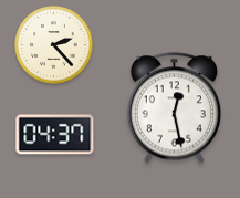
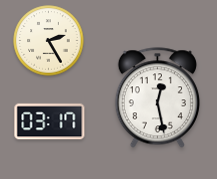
clock at (54, 45): 2:23 -> 2:25
clock at (55, 135): 04:37 -> 03:17
